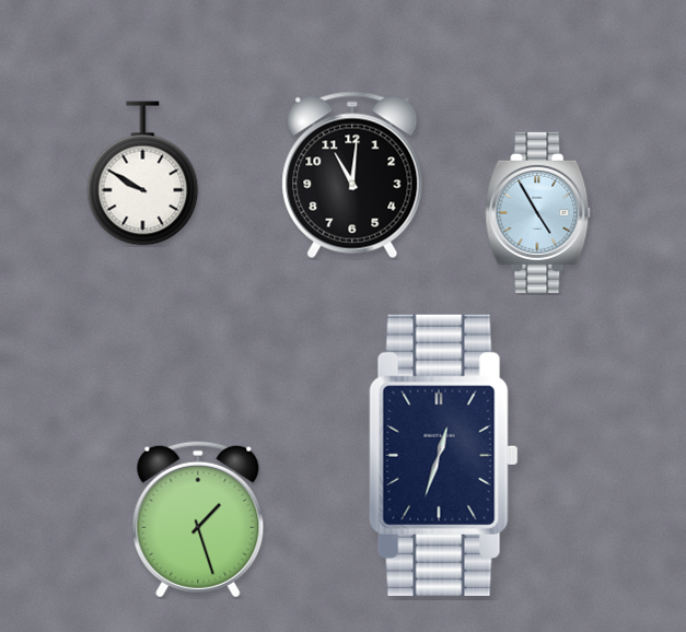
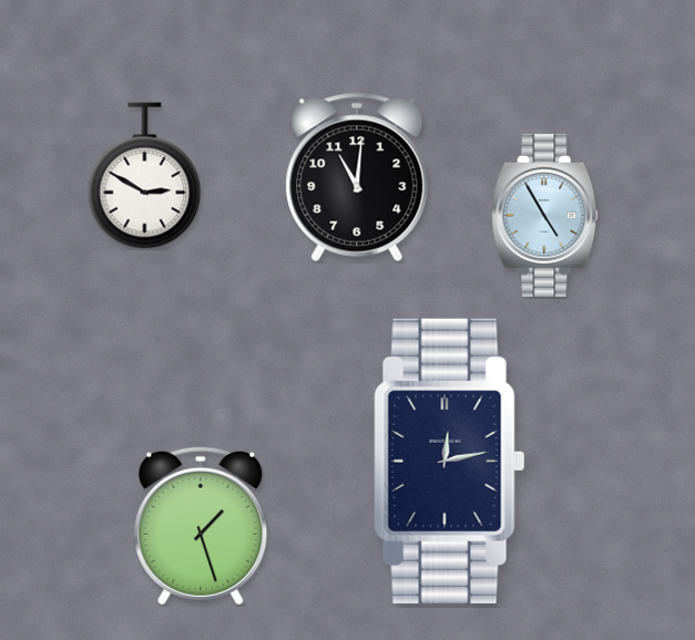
clock at (143, 174): 9:50 -> 2:50
clock at (444, 455): 12:33 -> 12:13
